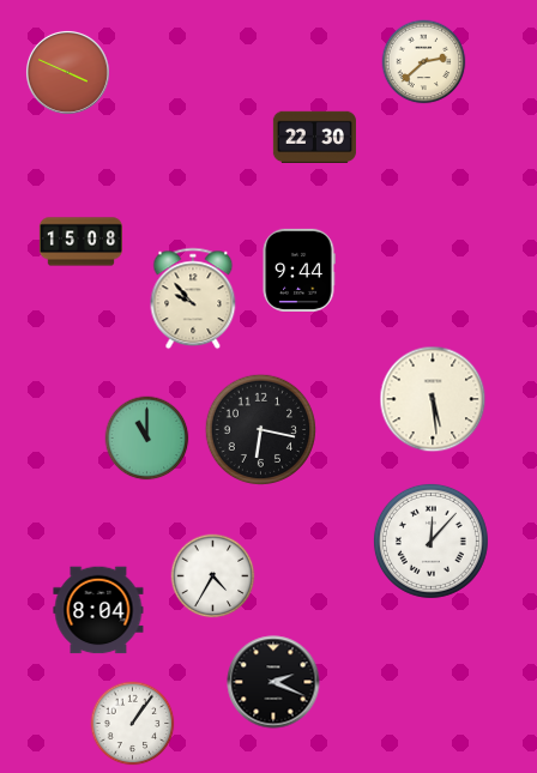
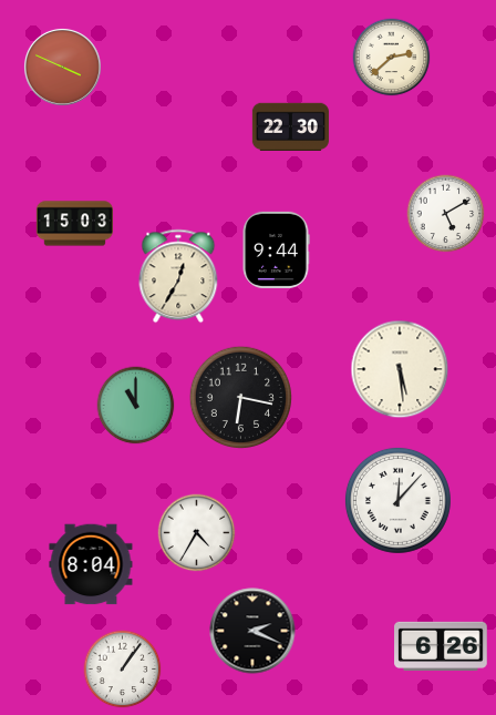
clock at (446, 214): none -> 5:10
clock at (80, 242): 15:08 -> 15:03
clock at (193, 298): 9:53 -> 12:35
clock at (441, 645): none -> 6:26
